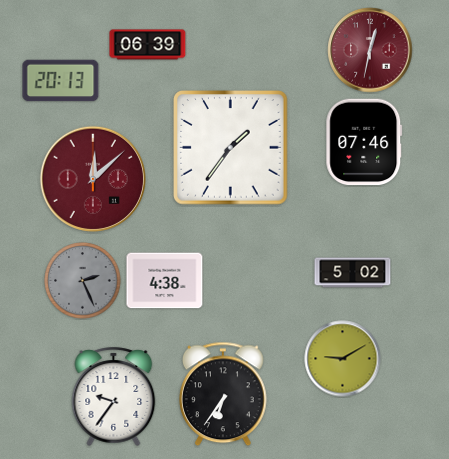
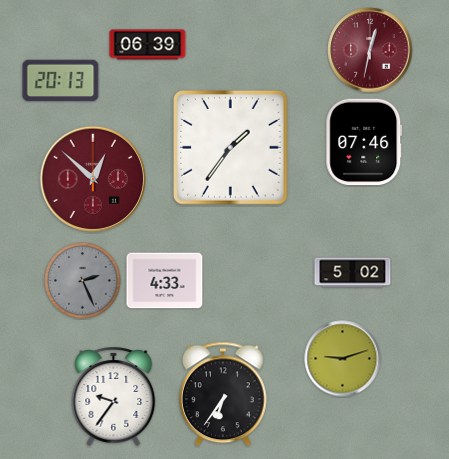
clock at (92, 178): 12:08 -> 12:52
clock at (165, 281): 4:38 -> 4:33
clock at (343, 359): 9:10 -> 9:12
